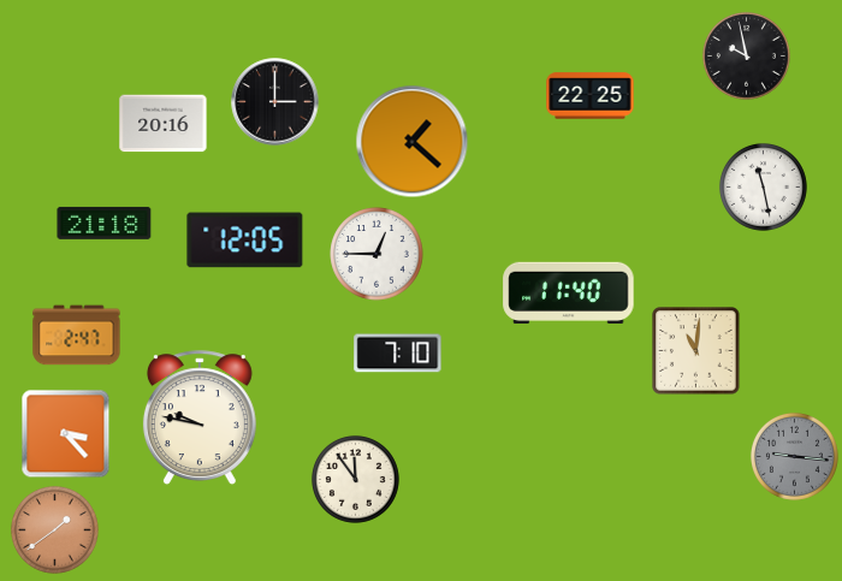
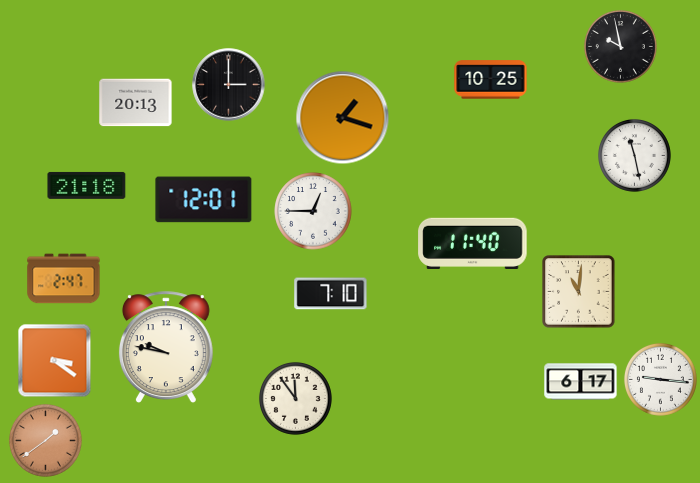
clock at (591, 96): 22:25 -> 10:25
clock at (164, 124): 20:16 -> 20:13
clock at (413, 142): 1:22 -> 1:18
clock at (245, 241): 12:05 -> 12:01
clock at (66, 434): 3:23 -> 3:21
clock at (794, 456) dial: grey -> white
clock at (581, 382): none -> 6:17
